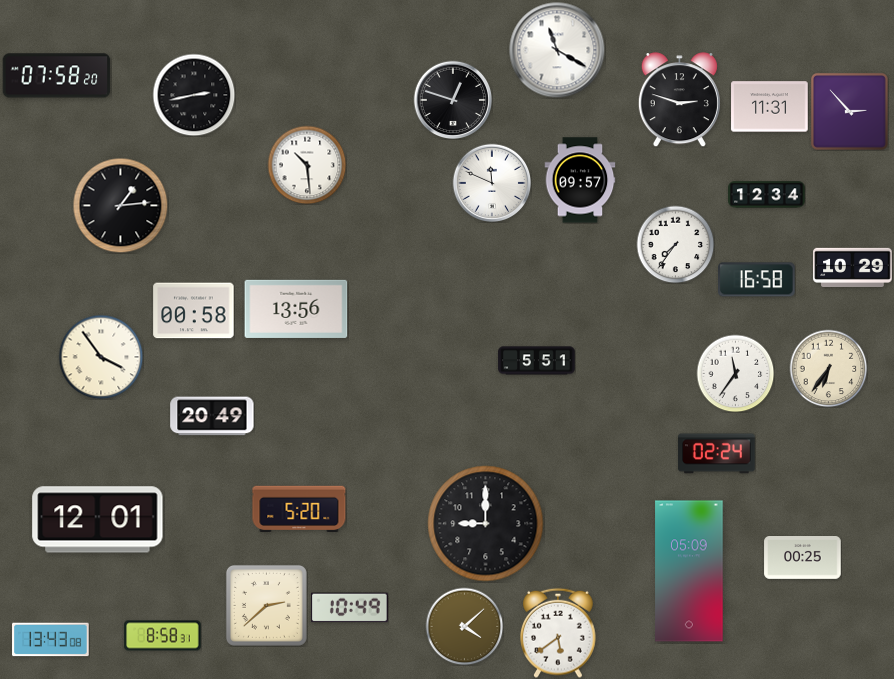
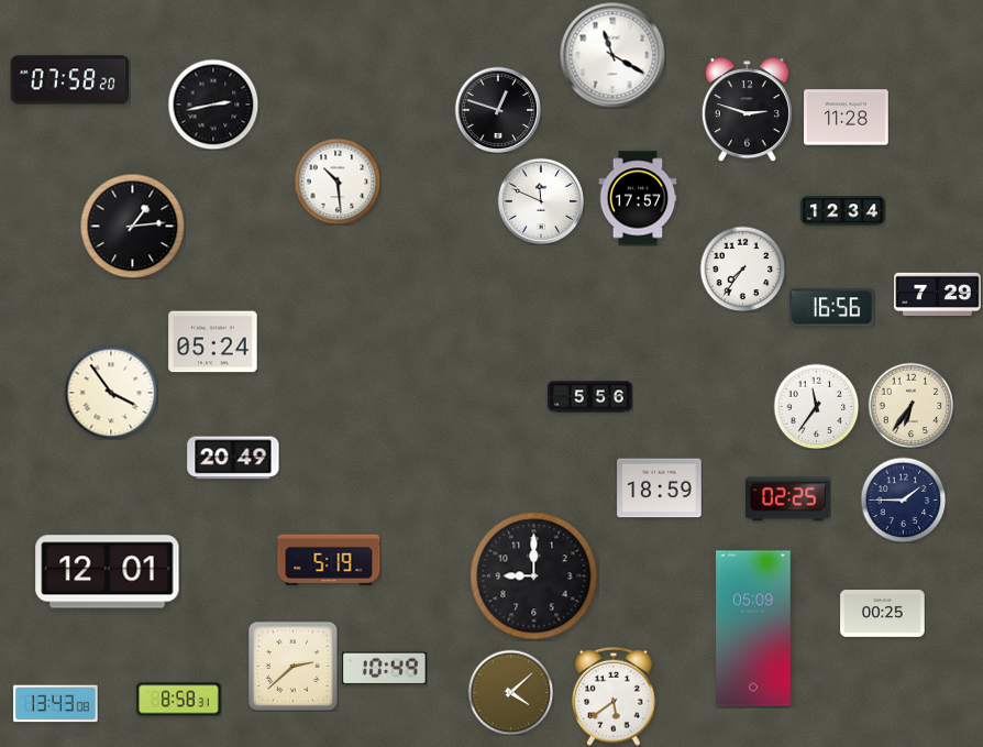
clock at (57, 76) position: (57, 76) -> (70, 80)
clock at (770, 107): 11:31 -> 11:28
clock at (849, 111): 2:53 -> none
clock at (580, 180): 09:57 -> 17:57
clock at (767, 195) position: (767, 195) -> (843, 211)
clock at (853, 267): 10:29 -> 7:29
clock at (757, 280): 16:58 -> 16:56
clock at (296, 309): 13:56 -> none
clock at (194, 311): 00:58 -> 05:24
clock at (537, 361): 5:51 -> 5:56
clock at (735, 373) position: (735, 373) -> (816, 406)
clock at (660, 488): none -> 18:59
clock at (717, 454): 02:24 -> 02:25
clock at (903, 499): none -> 1:45
clock at (299, 508): 5:20 -> 5:19
clock at (689, 571) position: (689, 571) -> (753, 628)
clock at (464, 626) position: (464, 626) -> (510, 692)
